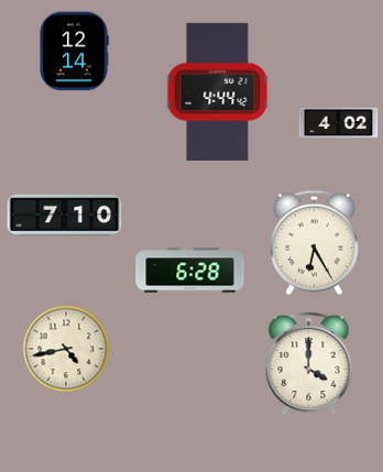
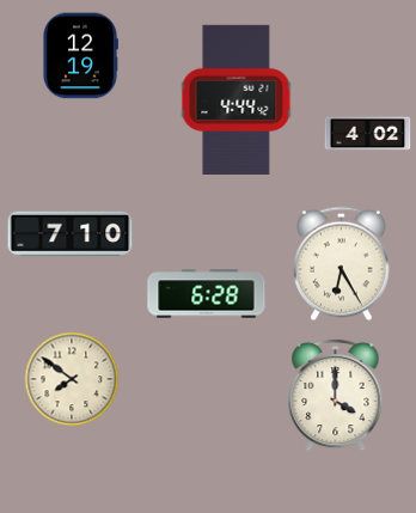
clock at (74, 52): 12:14 -> 12:19
clock at (66, 349): 4:43 -> 7:51
